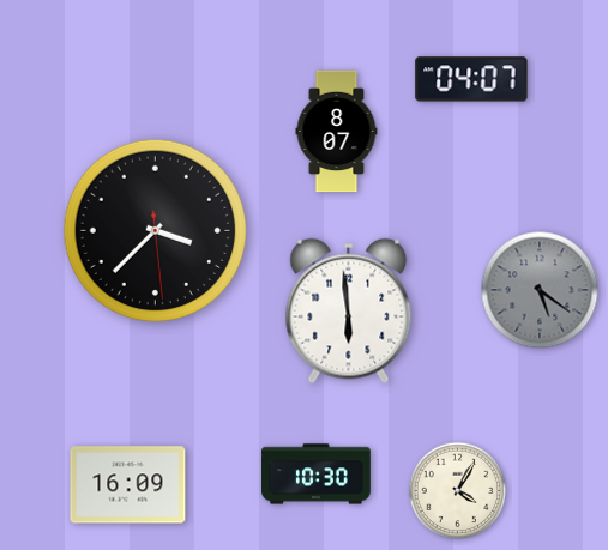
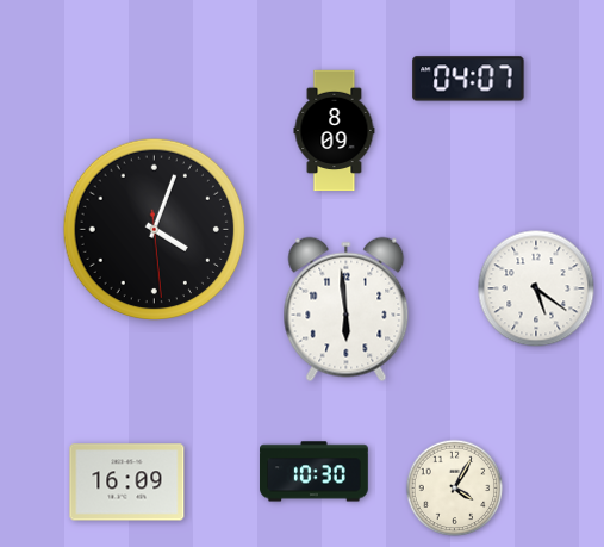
clock at (337, 132): 8:07 -> 8:09
clock at (156, 231): 3:37 -> 4:03
clock at (540, 290) dial: grey -> white
